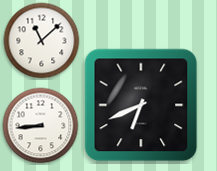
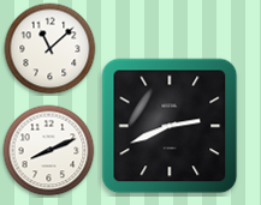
clock at (141, 105): 6:41 -> 2:41
clock at (41, 126): 8:44 -> 8:11
